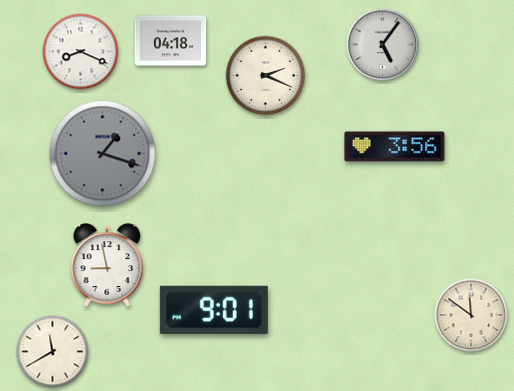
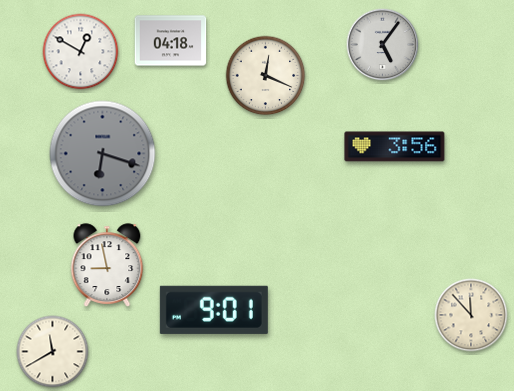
clock at (81, 52): 8:19 -> 12:50
clock at (266, 76): 2:19 -> 12:19
clock at (103, 154): 1:18 -> 6:18
clock at (471, 315): 11:51 -> 11:53
